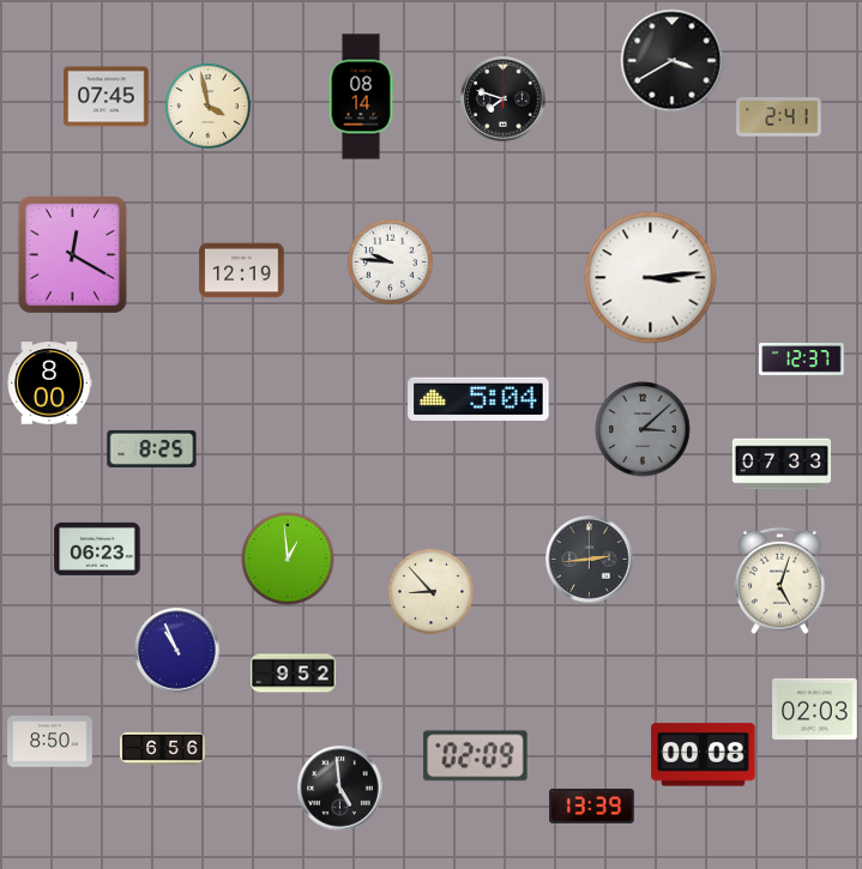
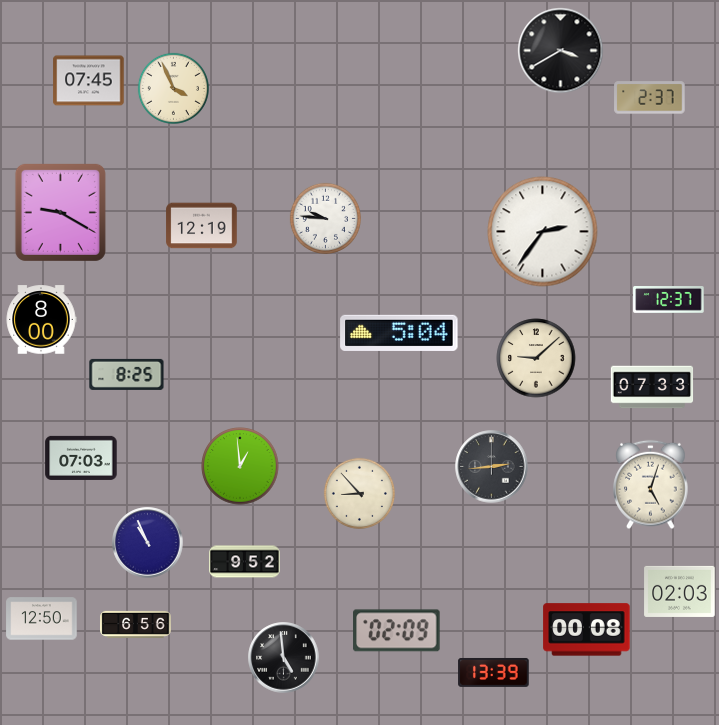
clock at (361, 97): 08:14 -> none
clock at (504, 99): 7:48 -> none
clock at (207, 105): 3:58 -> 3:56
clock at (779, 117): 2:41 -> 2:37
clock at (72, 254): 12:20 -> 9:20
clock at (651, 278): 3:14 -> 2:36
clock at (643, 429): 3:08 -> 9:08
clock at (643, 429) dial: grey -> cream
clock at (97, 549): 06:23 -> 07:03
clock at (50, 742): 8:50 -> 12:50
